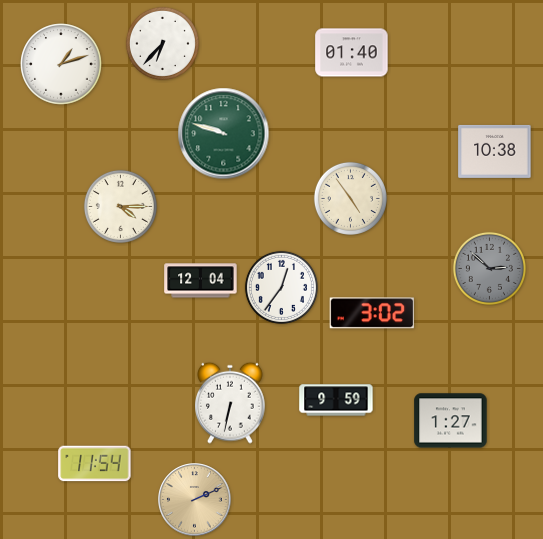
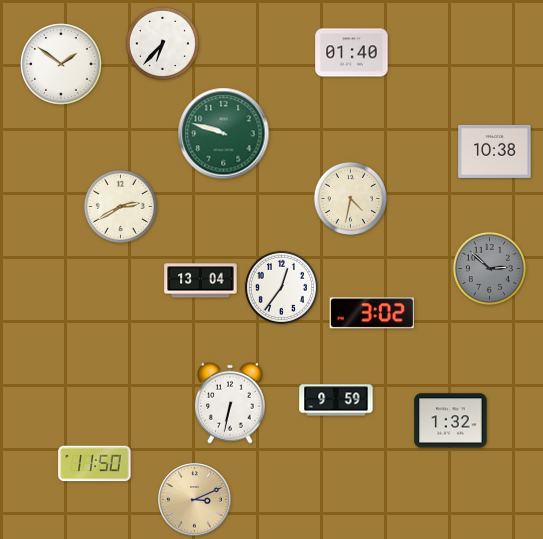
clock at (61, 64): 1:12 -> 1:51
clock at (350, 198): 4:54 -> 4:32
clock at (120, 206): 4:15 -> 2:40
clock at (201, 281): 12:04 -> 13:04
clock at (451, 421): 1:27 -> 1:32
clock at (95, 464): 11:54 -> 11:50
clock at (195, 500): 2:11 -> 3:11
